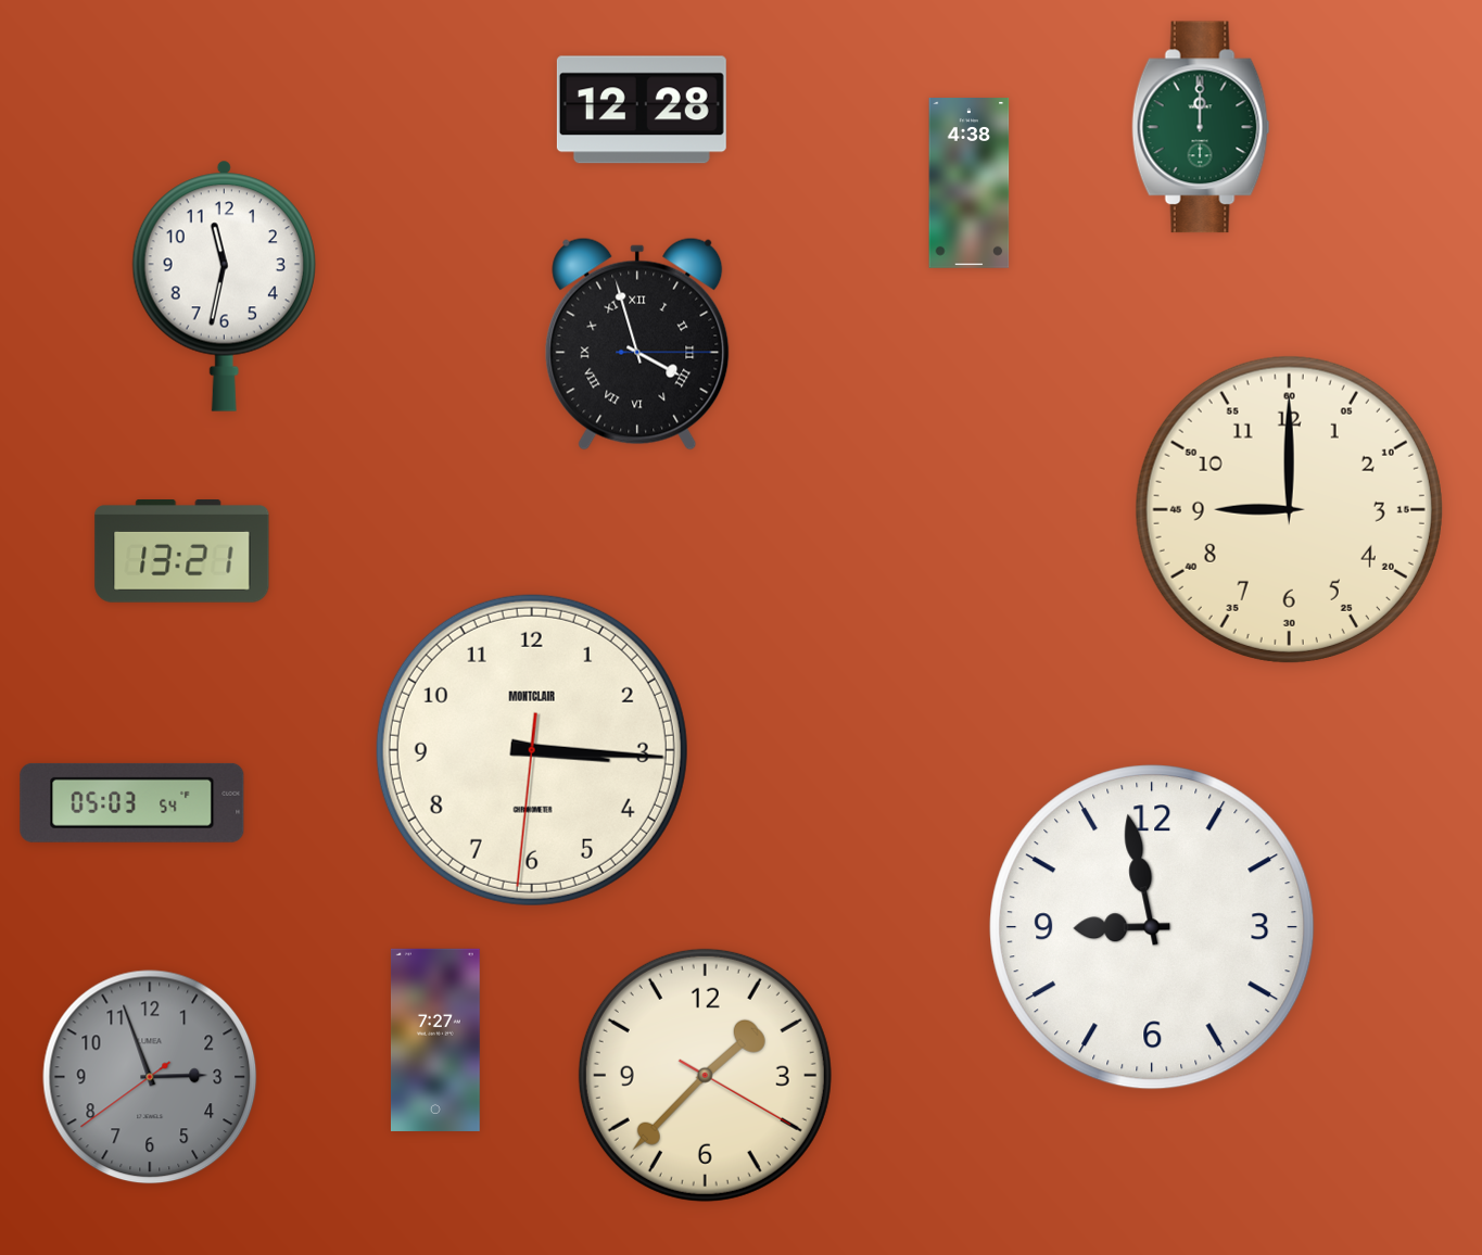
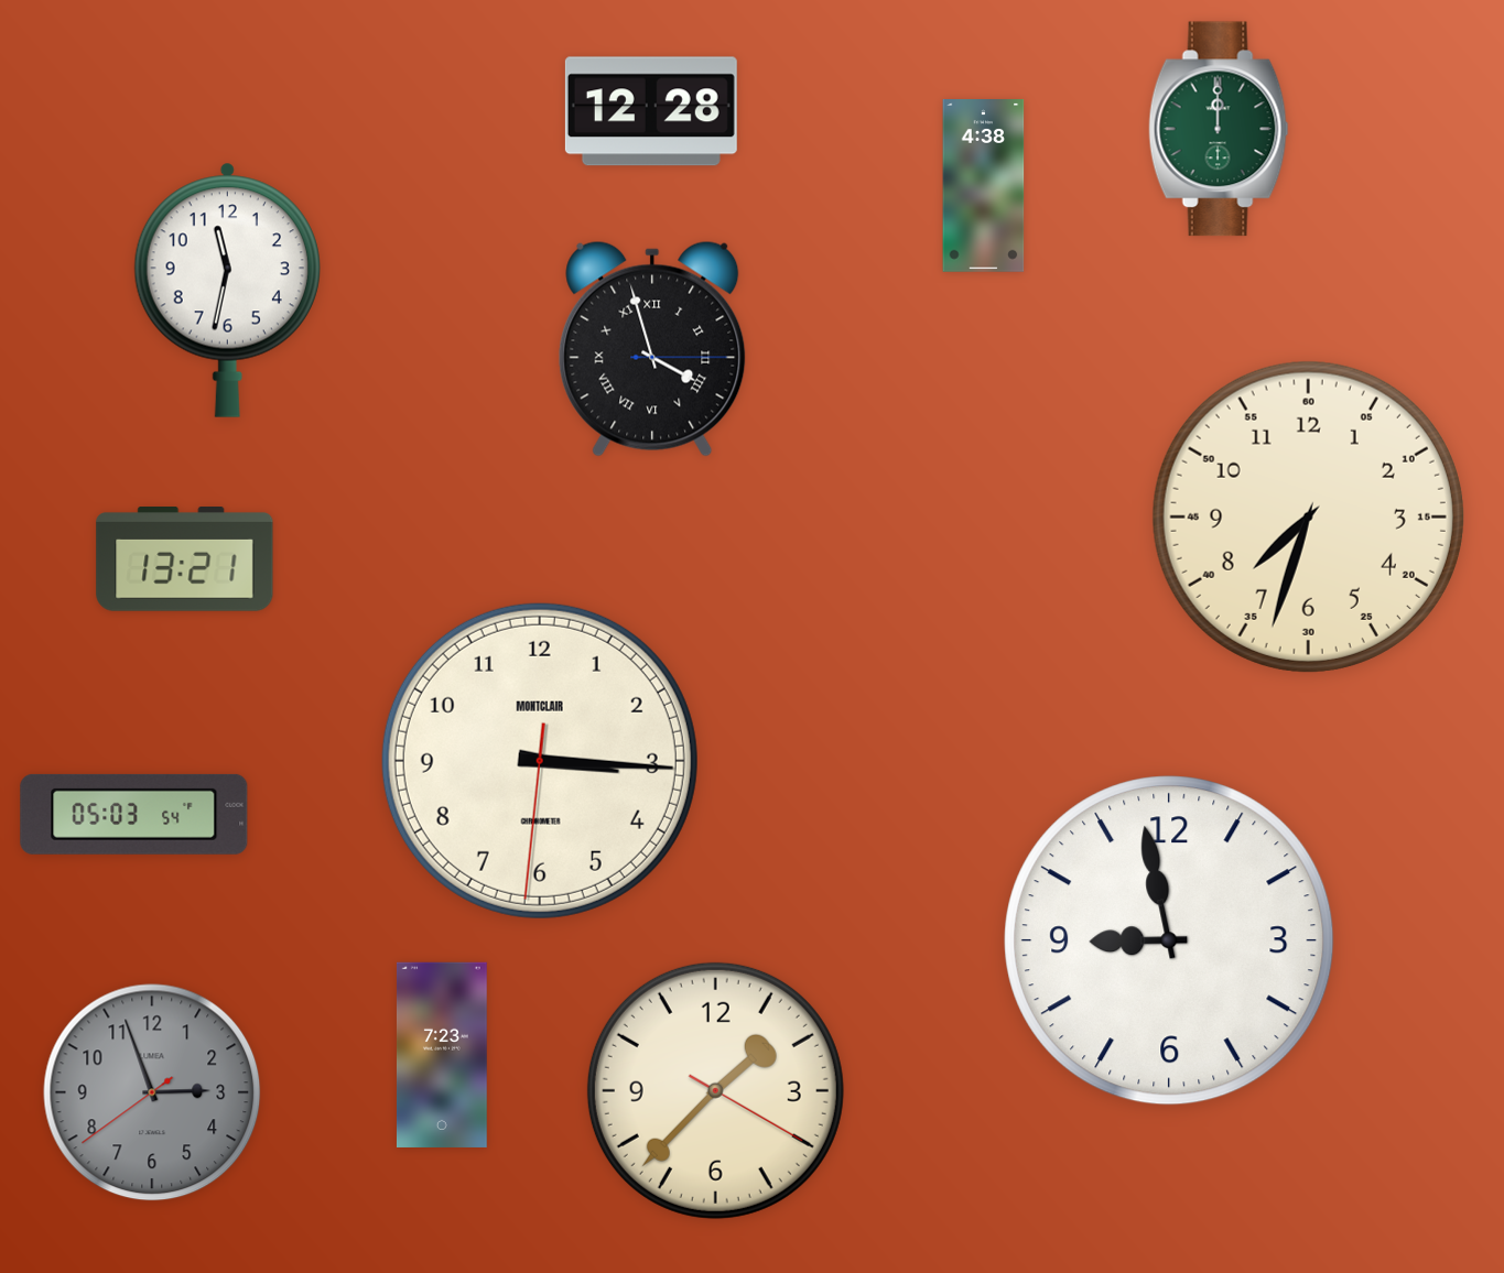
clock at (637, 344) position: (637, 344) -> (652, 349)
clock at (1289, 509): 9:00 -> 7:33
clock at (435, 1040): 7:27 -> 7:23
